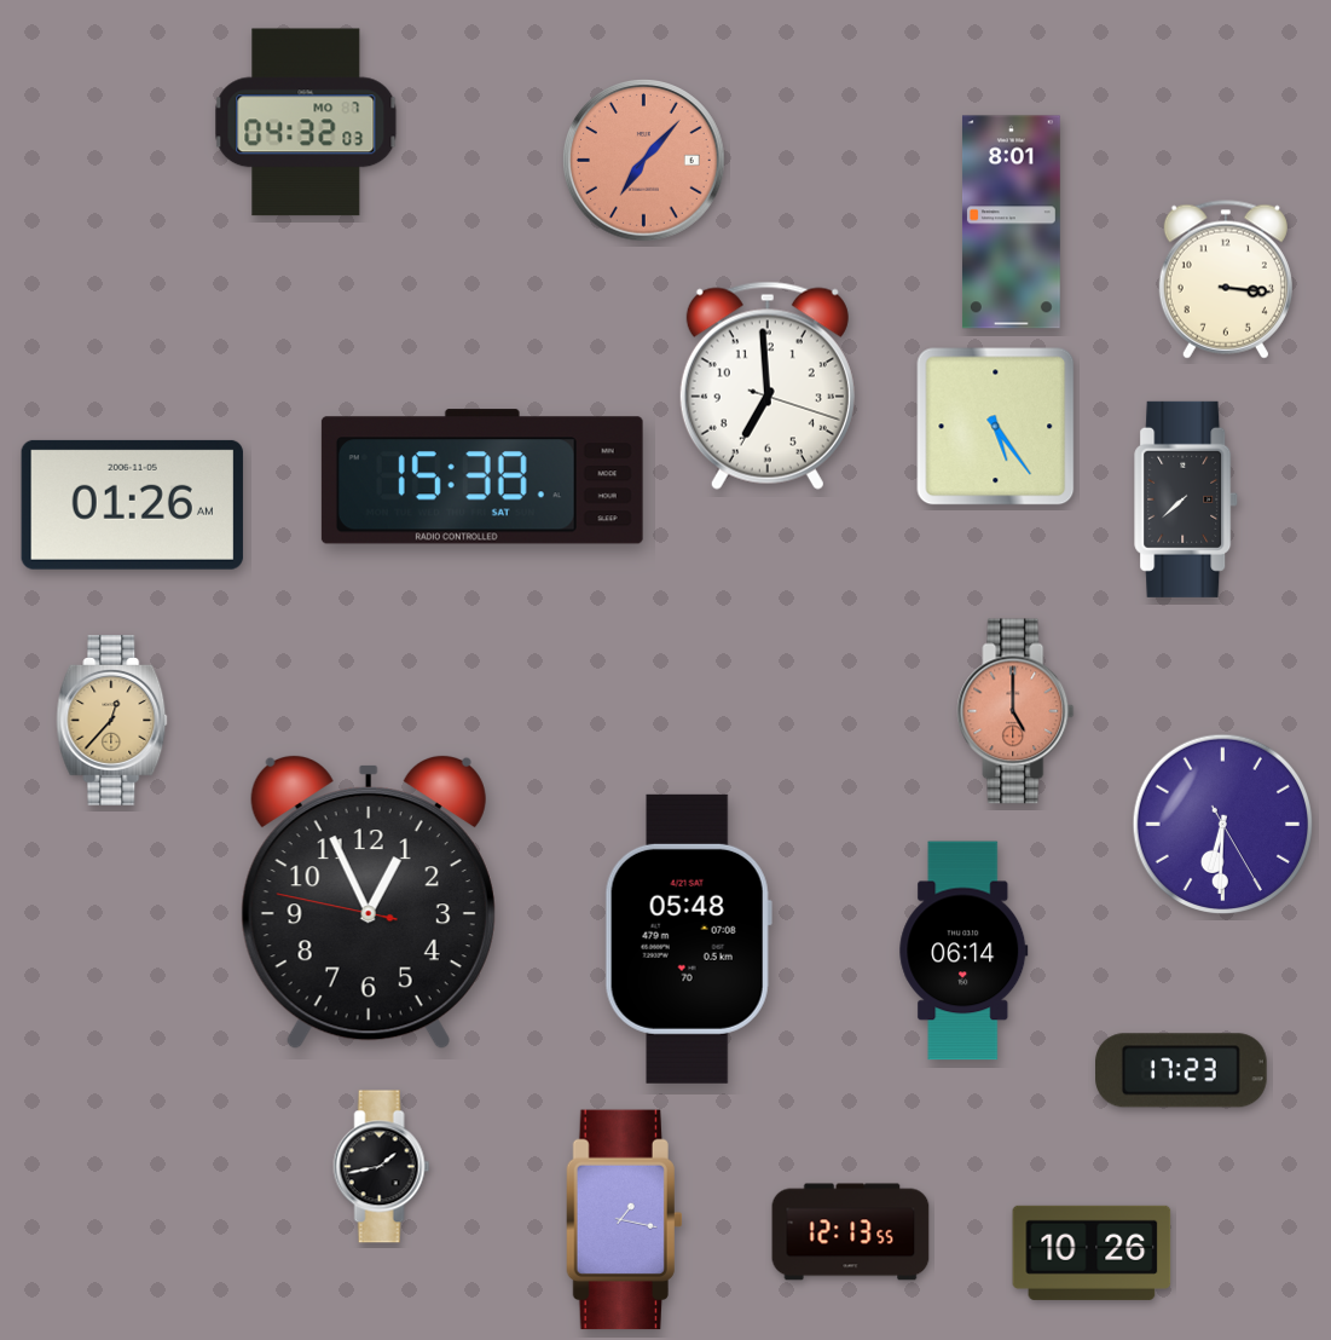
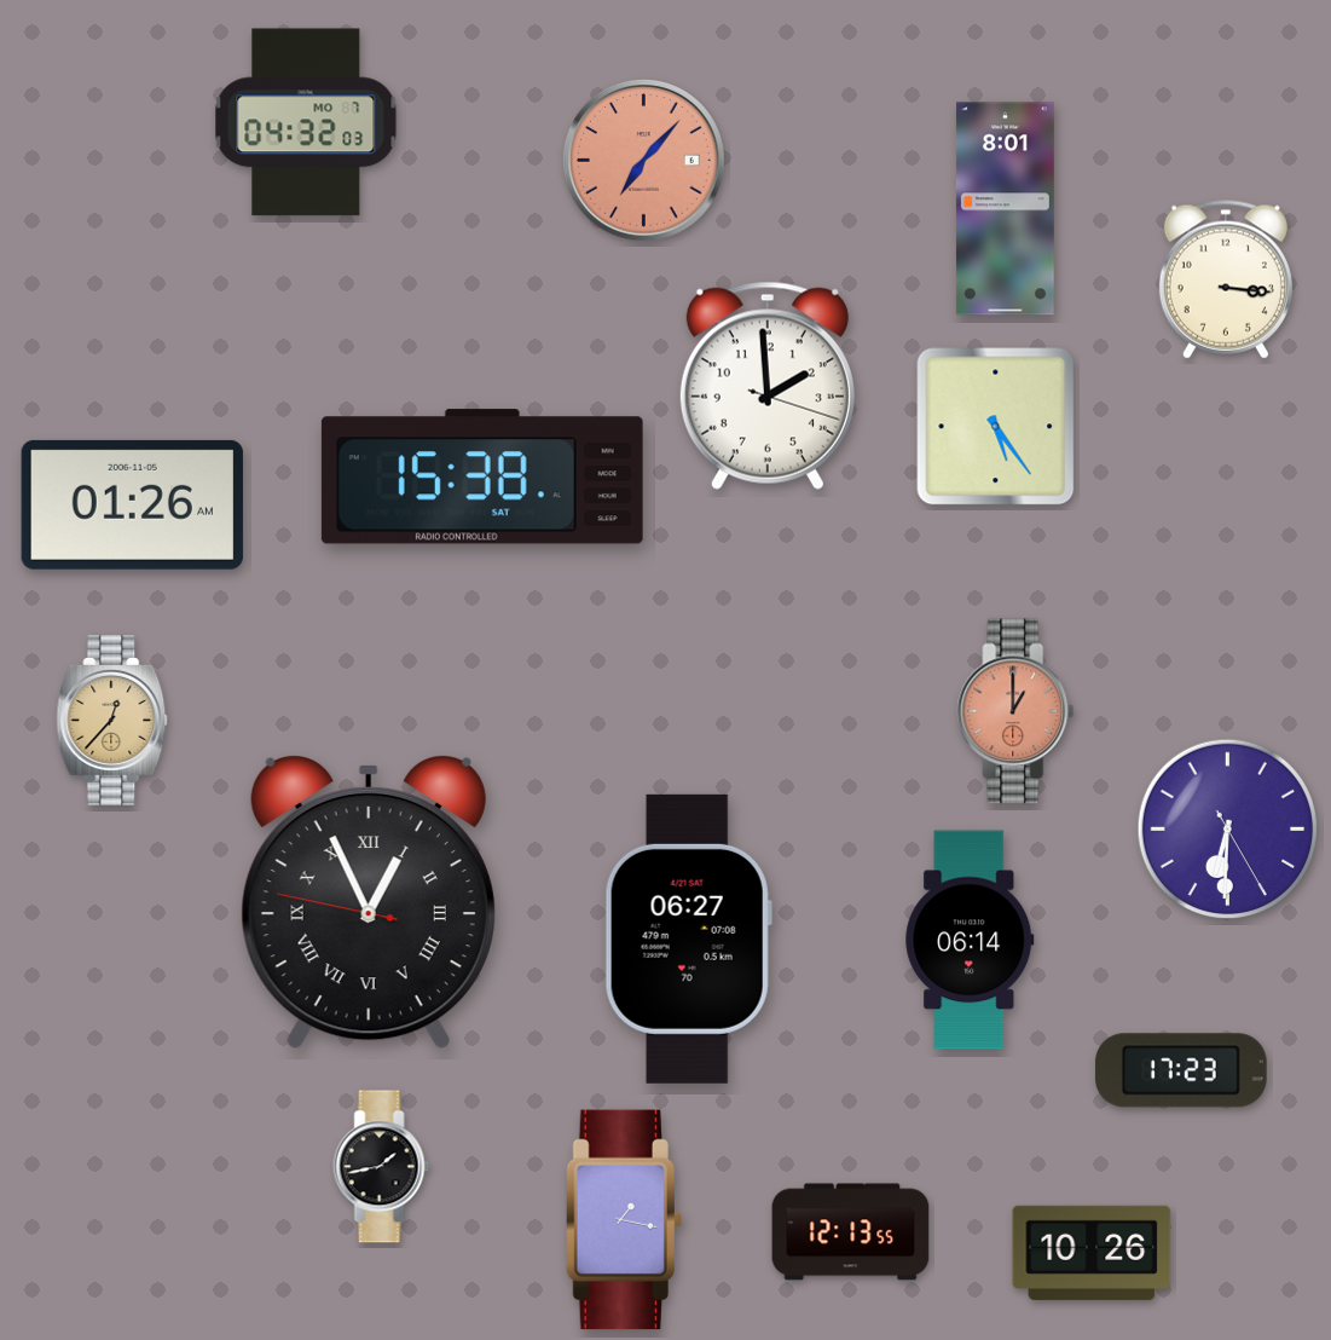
clock at (1011, 223) position: (1011, 223) -> (1005, 209)
clock at (768, 386): 6:59 -> 1:59
clock at (1187, 499): 7:38 -> none
clock at (1015, 711): 5:00 -> 1:00
clock at (1223, 825) position: (1223, 825) -> (1228, 830)
clock at (369, 902) numerals: Arabic -> Roman
clock at (688, 938): 05:48 -> 06:27
clock at (963, 951) position: (963, 951) -> (970, 940)
